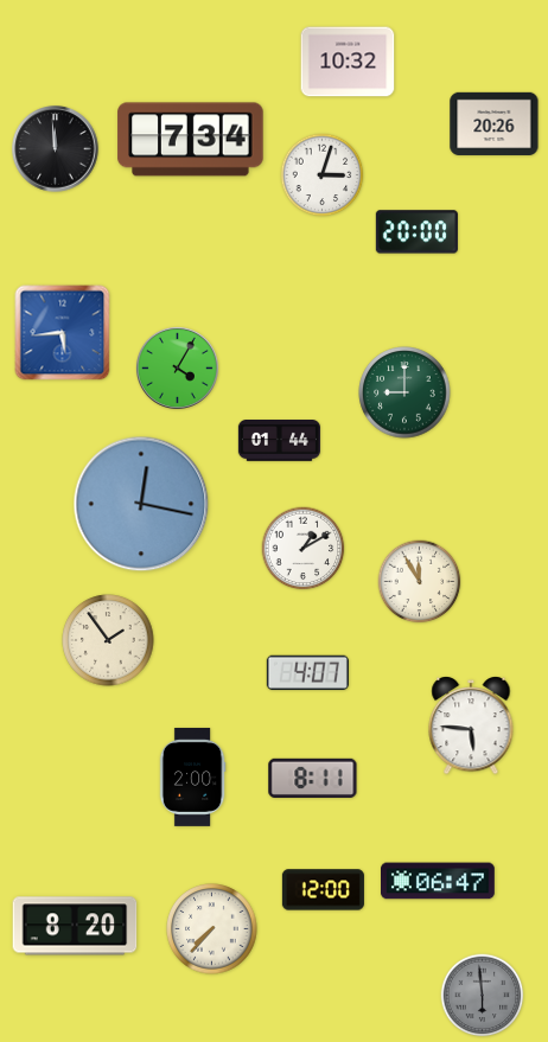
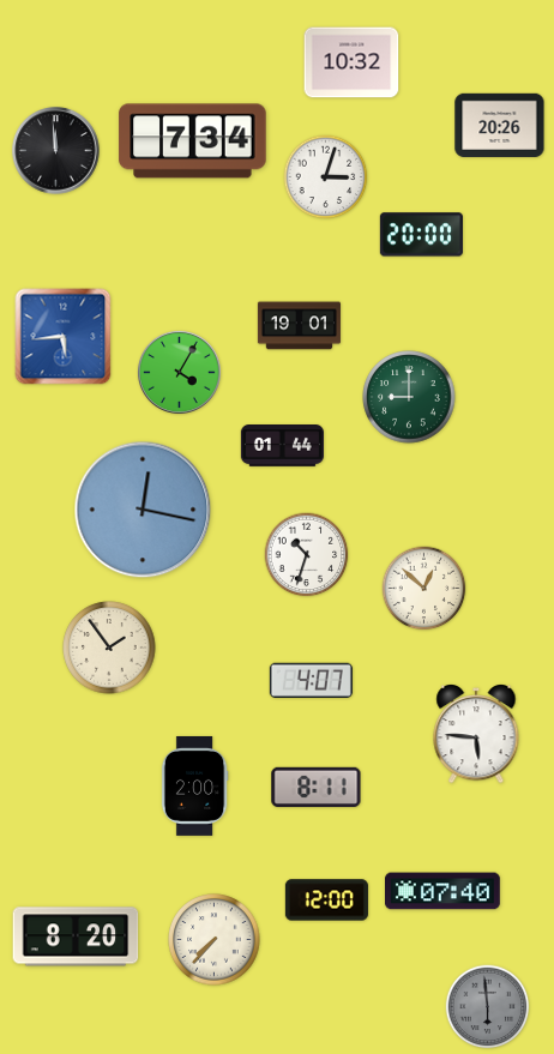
clock at (299, 326): none -> 19:01
clock at (304, 549): 1:10 -> 10:33
clock at (420, 582): 11:55 -> 12:52
clock at (439, 881): 06:47 -> 07:40
